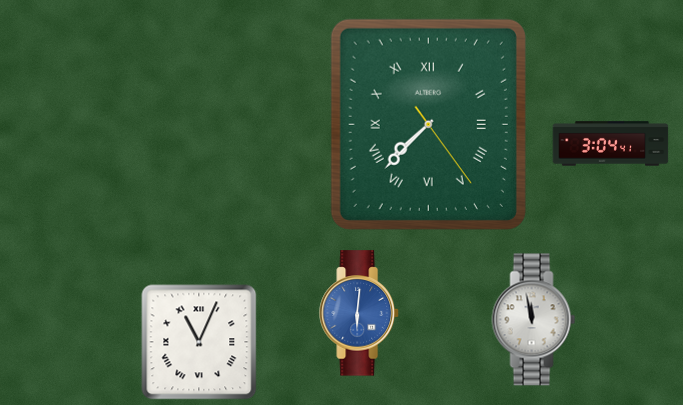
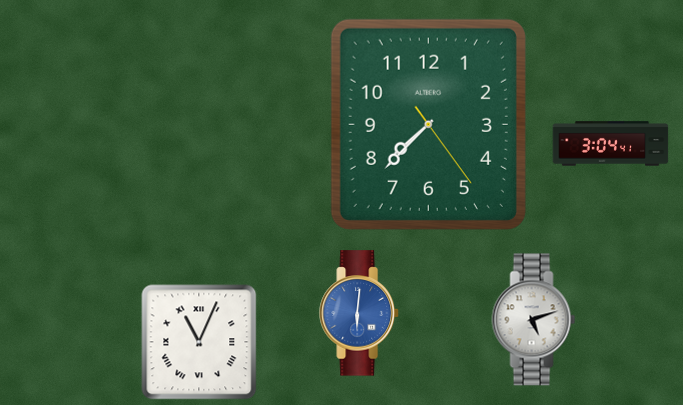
clock at (428, 124) numerals: Roman -> Arabic
clock at (534, 320): 11:58 -> 5:12
